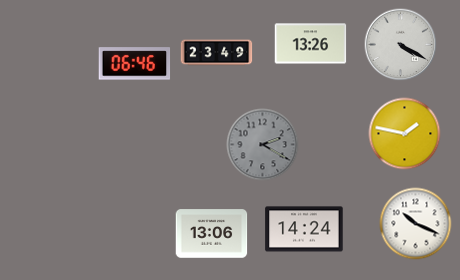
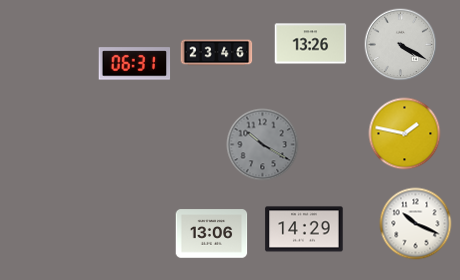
clock at (217, 53): 23:49 -> 23:46
clock at (135, 64): 06:46 -> 06:31
clock at (263, 145): 2:20 -> 10:20
clock at (304, 229): 14:24 -> 14:29
